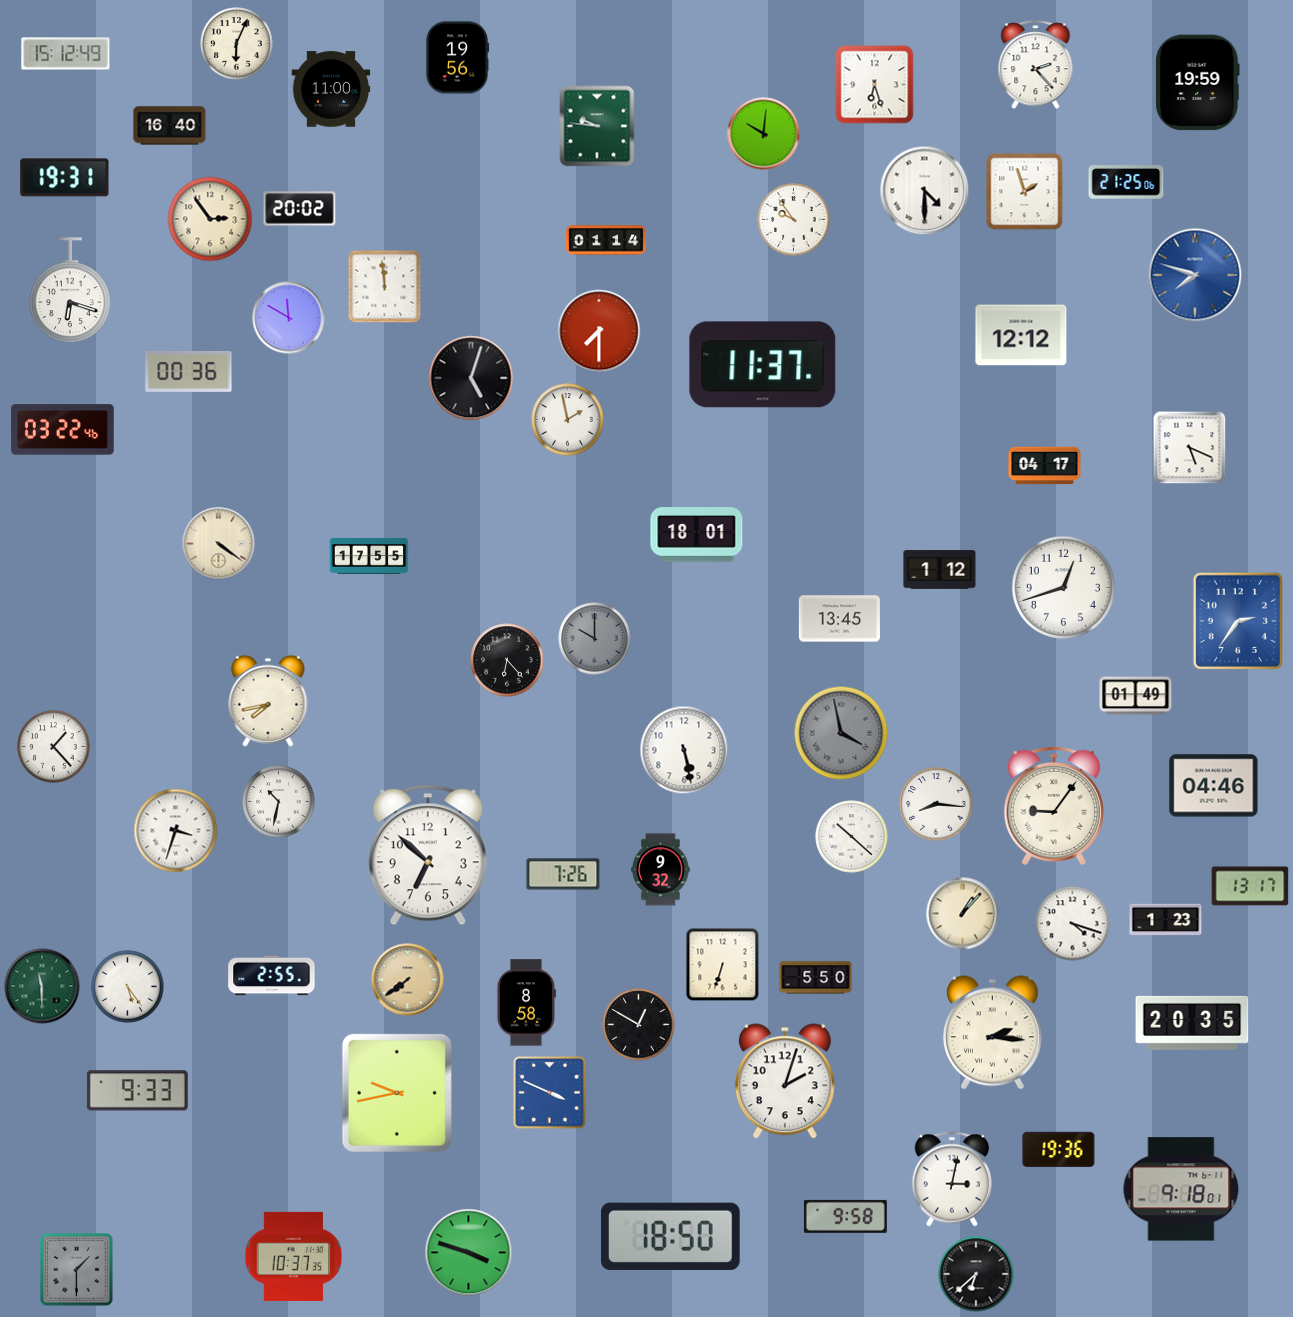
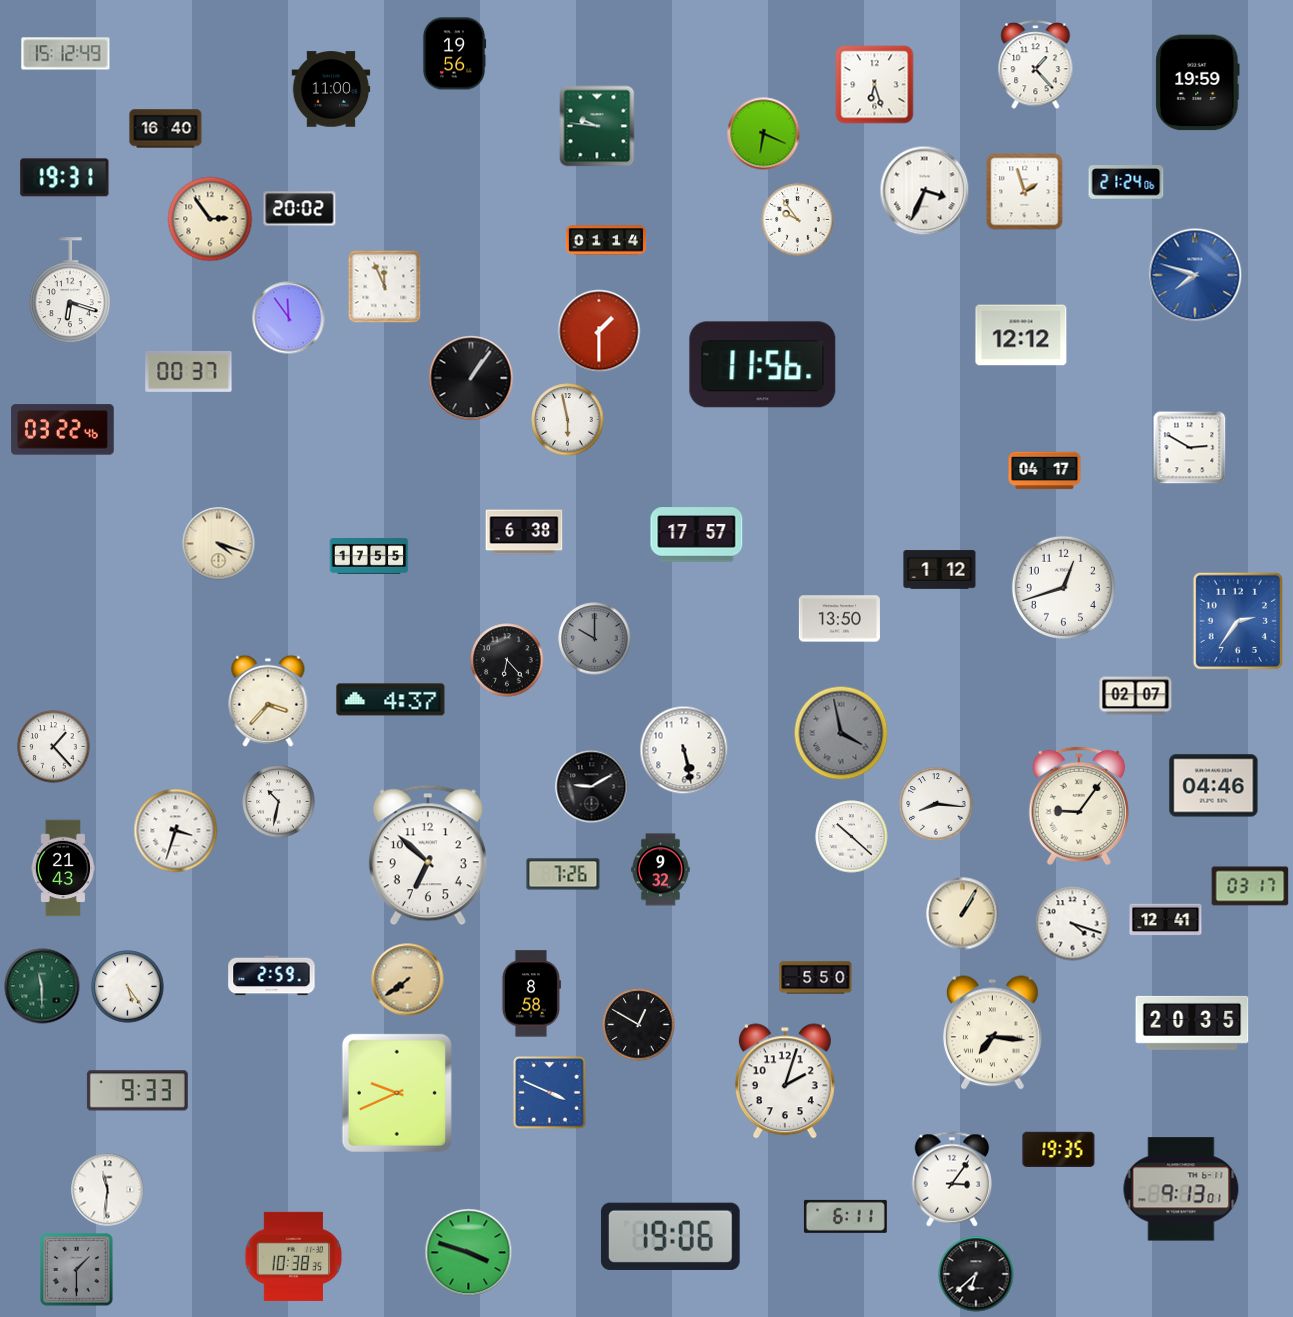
clock at (237, 44): 6:04 -> none
clock at (457, 58) position: (457, 58) -> (454, 54)
clock at (1036, 65): 2:23 -> 1:23
clock at (170, 126) position: (170, 126) -> (166, 129)
clock at (764, 134): 10:01 -> 6:19
clock at (1126, 182): 21:25 -> 21:24
clock at (925, 191): 4:30 -> 3:34
clock at (794, 220) position: (794, 220) -> (798, 220)
clock at (385, 287): 11:59 -> 11:56
clock at (289, 318): 11:50 -> 11:54
clock at (599, 331): 7:30 -> 1:30
clock at (763, 365): 11:37 -> 11:56
clock at (189, 372): 00:36 -> 00:37
clock at (471, 378): 5:03 -> 1:06
clock at (568, 420): 1:58 -> 5:58
clock at (1190, 448): 5:19 -> 2:50
clock at (1045, 466) position: (1045, 466) -> (1045, 471)
clock at (524, 532): none -> 6:38
clock at (697, 535): 18:01 -> 17:57
clock at (219, 544): 4:21 -> 4:18
clock at (839, 619): 13:45 -> 13:50
clock at (1136, 696): 01:49 -> 02:07
clock at (391, 700): none -> 4:37
clock at (268, 701): 7:43 -> 3:37
clock at (592, 787): none -> 9:10
clock at (1054, 806) position: (1054, 806) -> (1079, 806)
clock at (62, 868): none -> 21:43
clock at (1250, 886): 13:17 -> 03:17
clock at (963, 914): 1:07 -> 1:05
clock at (1166, 920): 1:23 -> 12:41
clock at (723, 965): 6:33 -> none
clock at (272, 976): 2:55 -> 2:59
clock at (526, 1003) position: (526, 1003) -> (531, 994)
clock at (993, 1033): 2:16 -> 7:16
clock at (397, 1093): 9:43 -> 9:41
clock at (1059, 1150): 19:36 -> 19:35
clock at (952, 1179): 3:02 -> 3:06
clock at (1181, 1189): 9:18 -> 9:13
clock at (108, 1190): none -> 11:31
clock at (845, 1216): 9:58 -> 6:11
clock at (670, 1236): 18:50 -> 19:06
clock at (294, 1256): 10:37 -> 10:38
